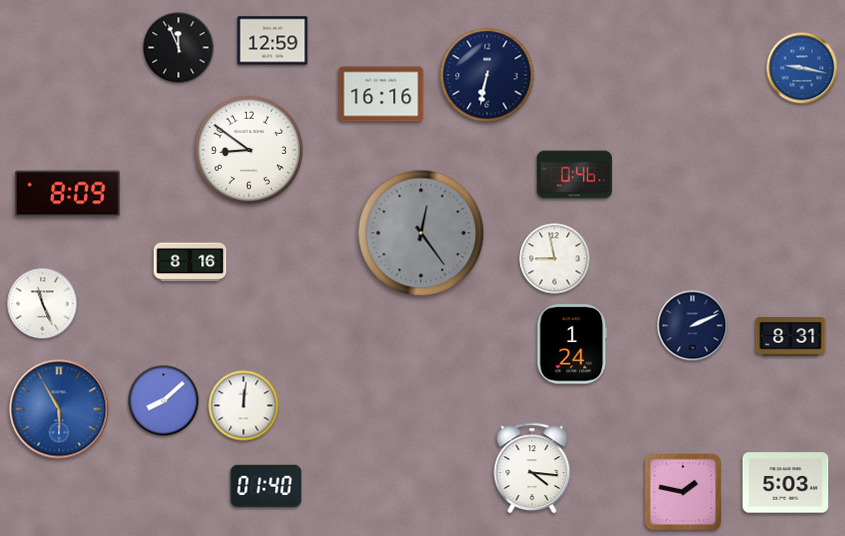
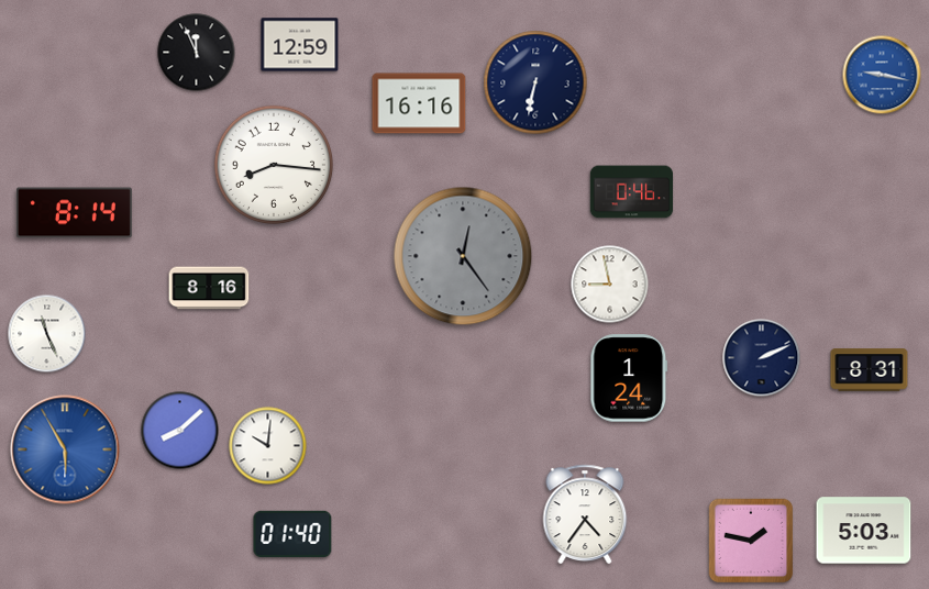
clock at (248, 149): 8:51 -> 8:16
clock at (67, 194): 8:09 -> 8:14
clock at (164, 401) position: (164, 401) -> (180, 431)
clock at (244, 406): 12:01 -> 10:01
clock at (532, 468): 4:16 -> 4:36
